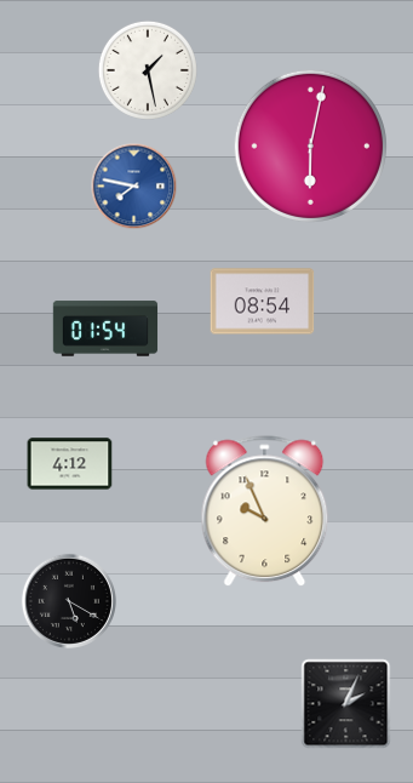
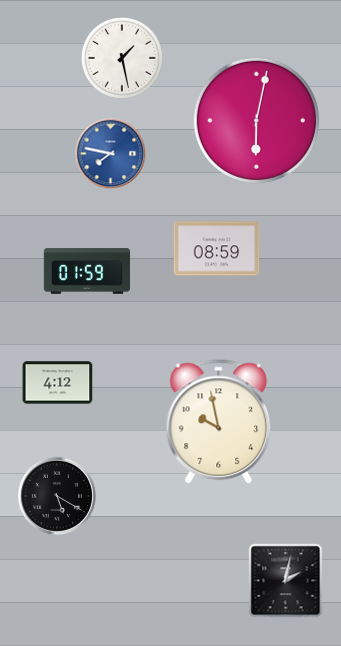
clock at (263, 302): 08:54 -> 08:59
clock at (105, 328): 01:54 -> 01:59
clock at (265, 511): 9:56 -> 9:58
clock at (346, 704): 2:04 -> 2:02
